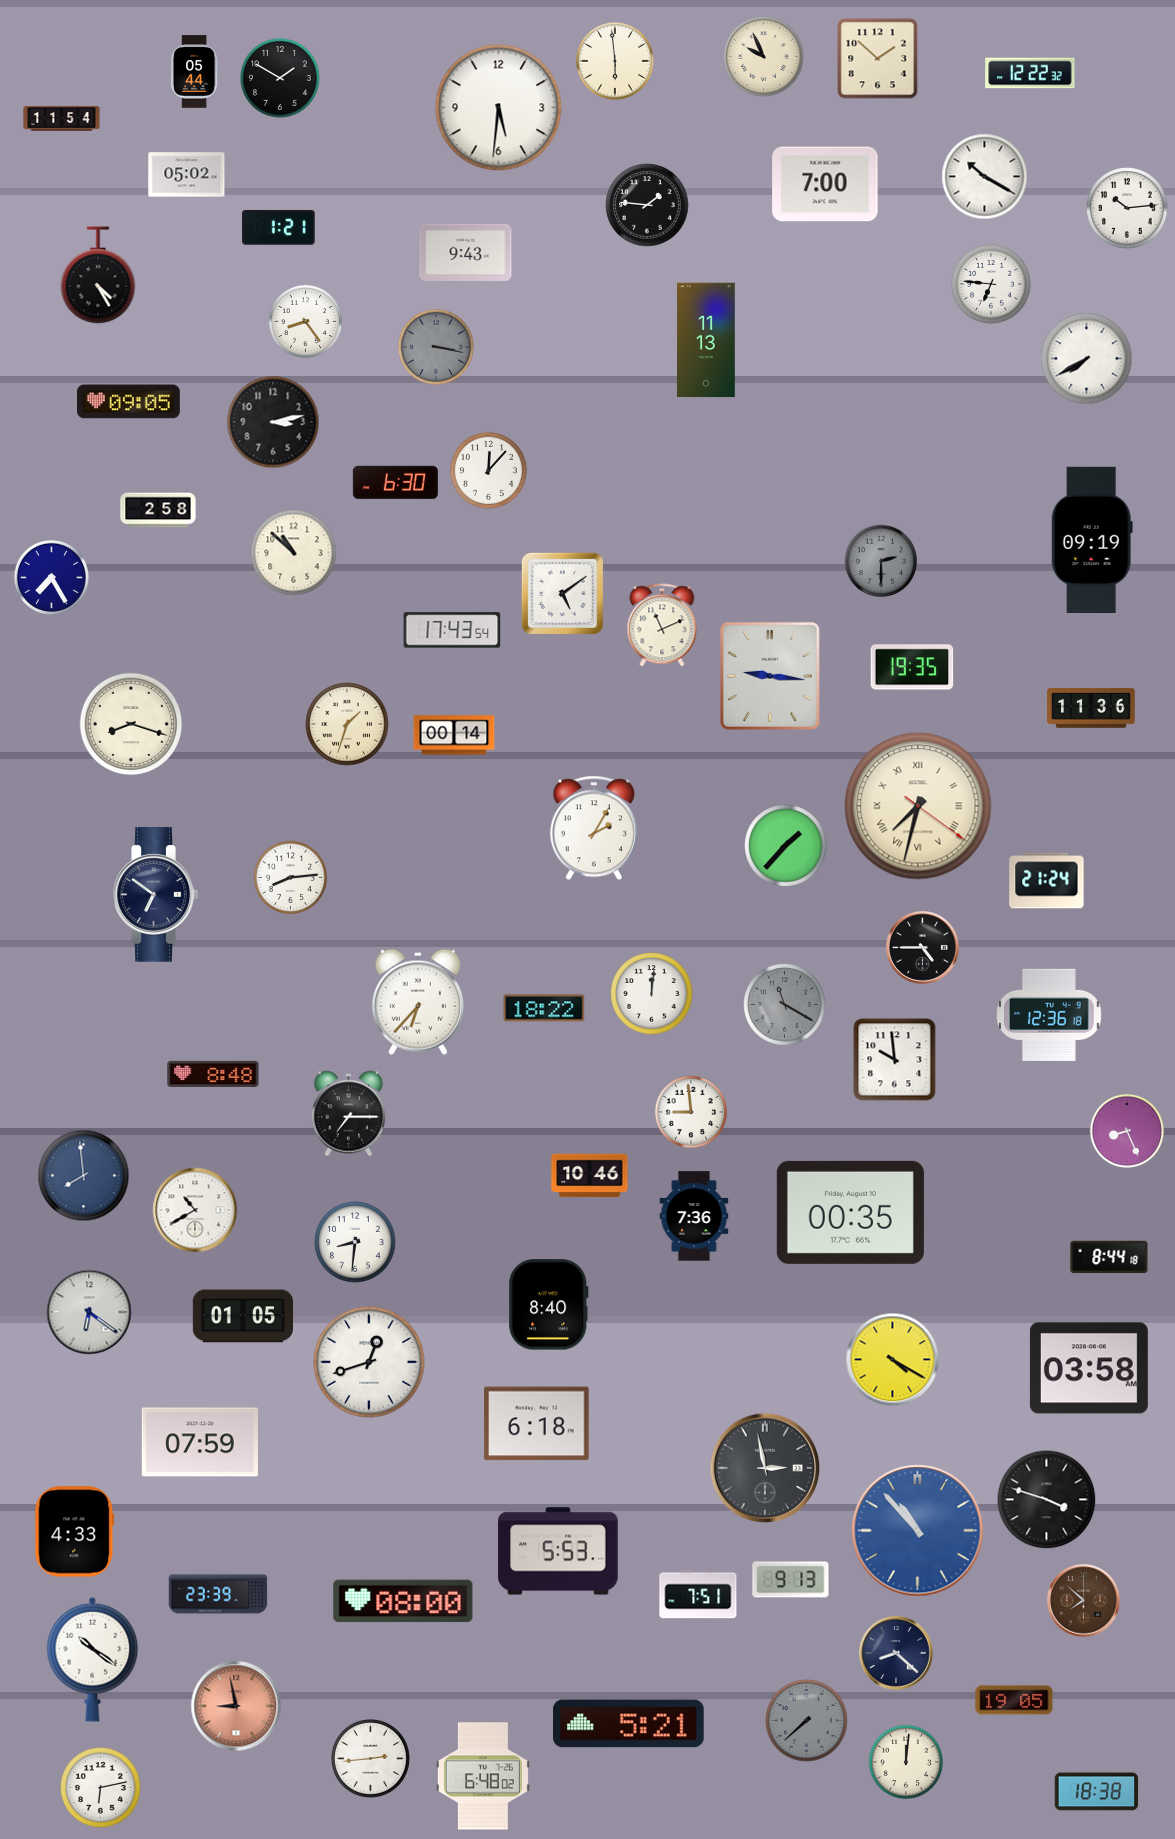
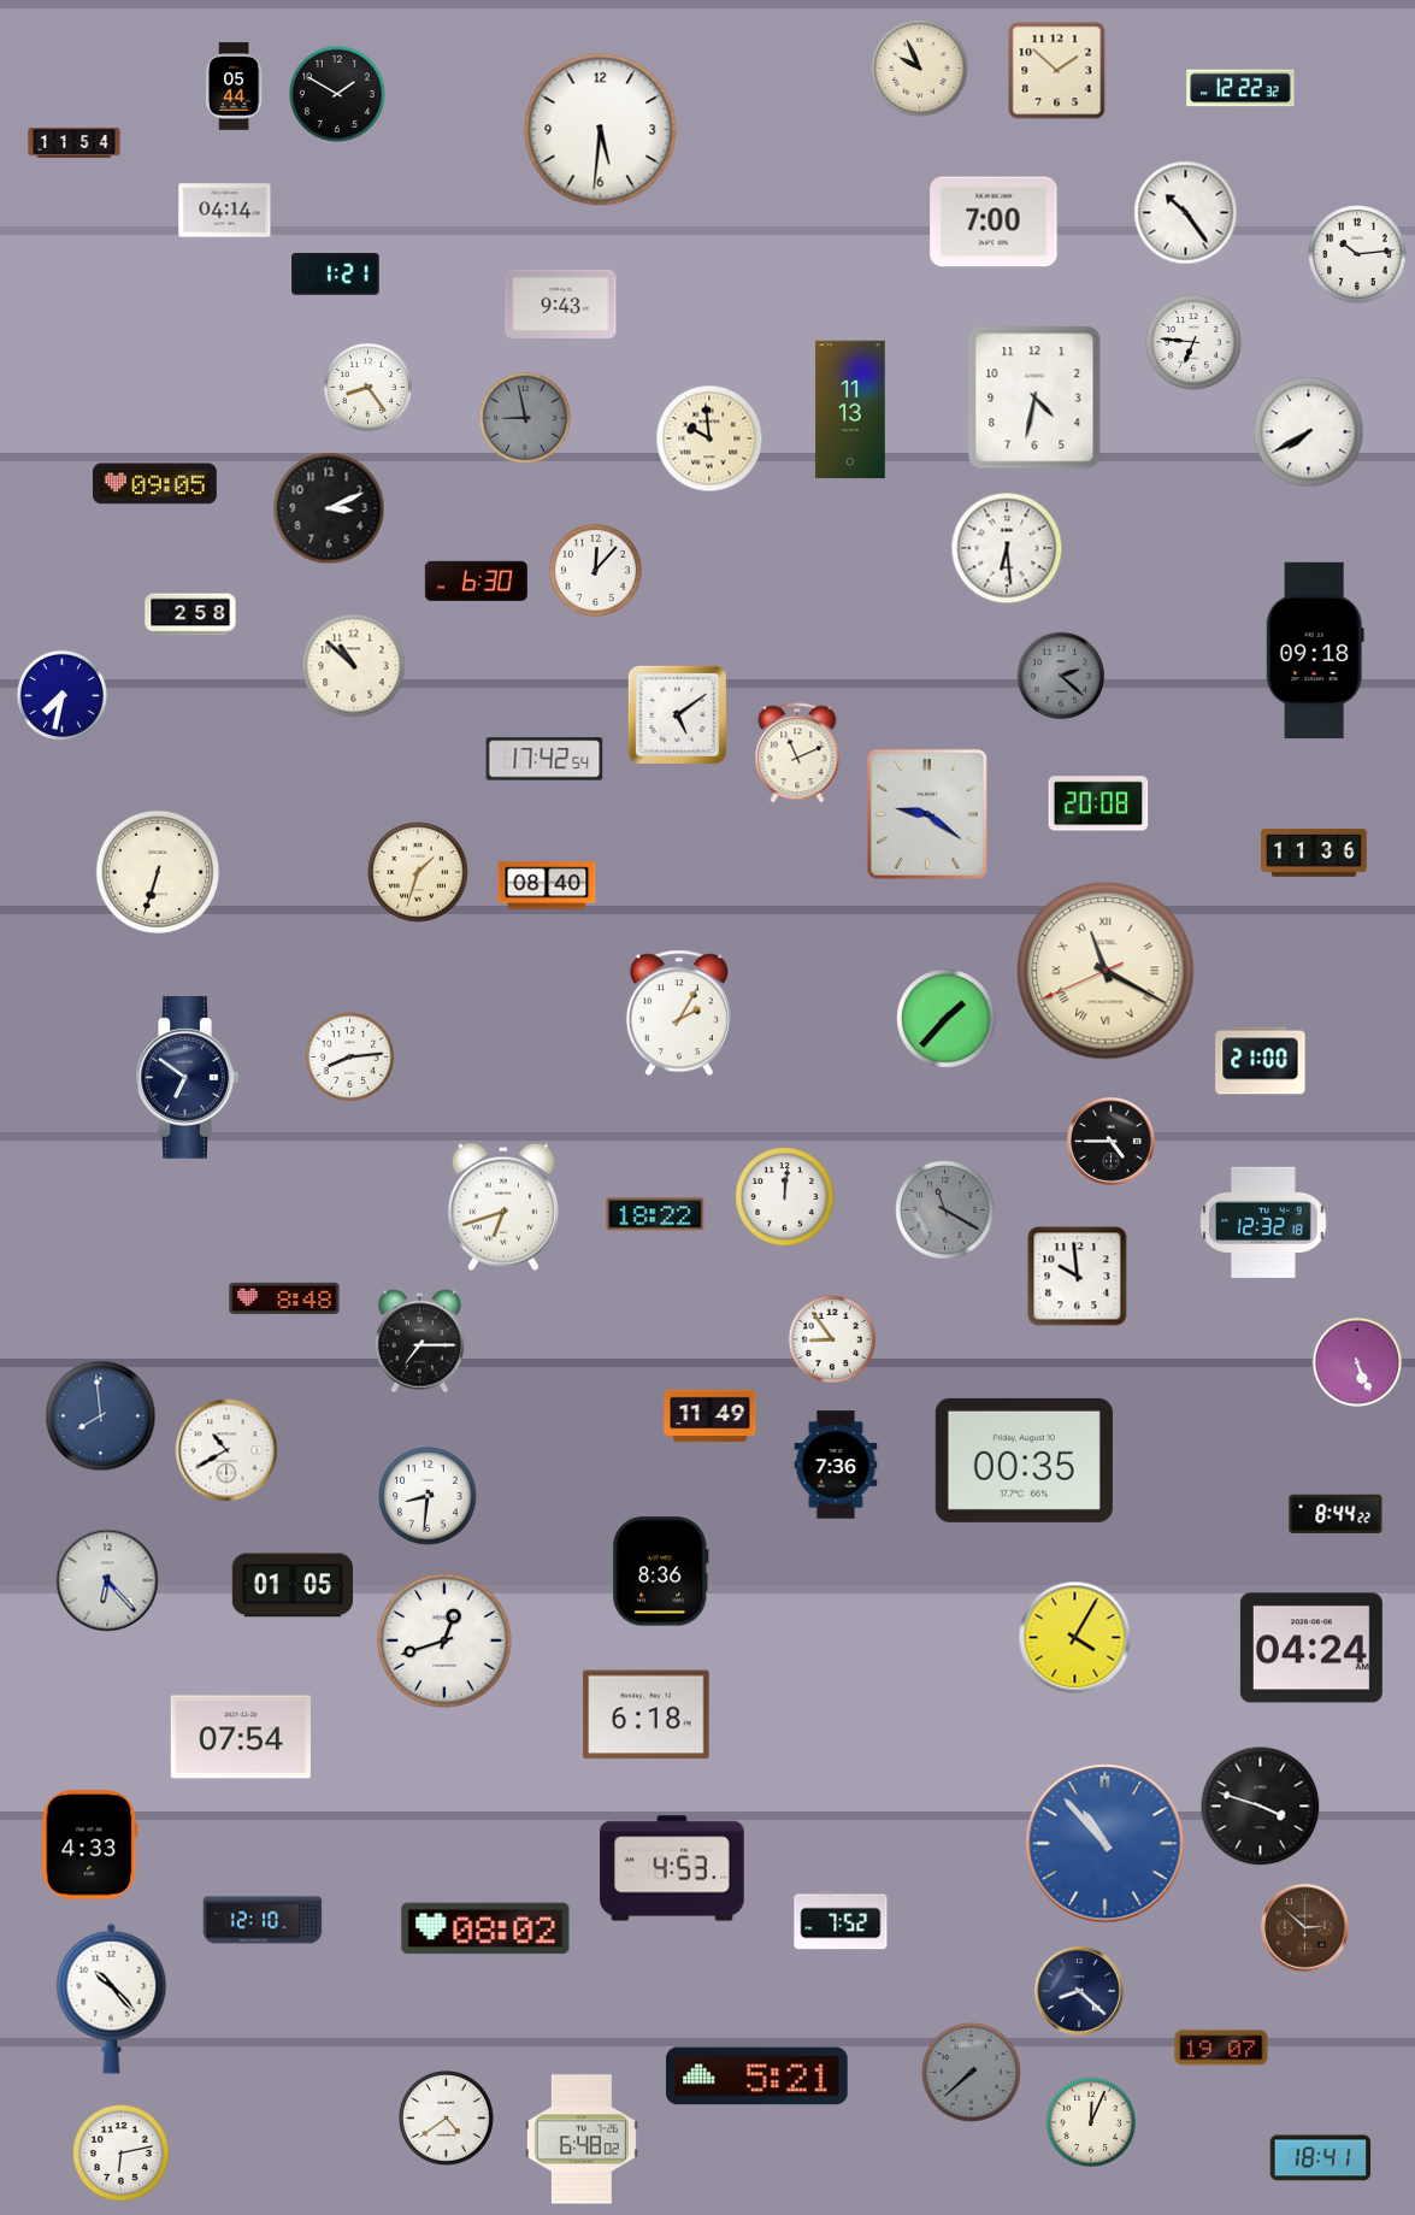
clock at (615, 61): 5:59 -> none
clock at (187, 175): 05:02 -> 04:14
clock at (985, 177): 10:20 -> 10:24
clock at (647, 205): 1:46 -> none
clock at (1127, 208) position: (1127, 208) -> (1357, 254)
clock at (98, 275): 4:25 -> none
clock at (1034, 397): none -> 4:32
clock at (436, 347): 3:17 -> 8:58
clock at (709, 438): none -> 9:59
clock at (273, 422): 3:13 -> 3:11
clock at (1007, 548): none -> 6:29
clock at (488, 470) position: (488, 470) -> (595, 570)
clock at (1092, 539): 09:19 -> 09:18
clock at (881, 561): 2:30 -> 2:22
clock at (51, 577): 7:25 -> 7:32
clock at (452, 630): 17:43 -> 17:42
clock at (912, 667): 19:35 -> 20:08
clock at (770, 676): 9:16 -> 9:21
clock at (131, 724): 8:18 -> 6:33
clock at (454, 735): 00:14 -> 08:40
clock at (918, 806): 7:32 -> 11:19
clock at (594, 828) position: (594, 828) -> (679, 1013)
clock at (1047, 881): 21:24 -> 21:00
clock at (418, 1002): 6:37 -> 6:42
clock at (1049, 1015): 12:36 -> 12:32
clock at (213, 1074) position: (213, 1074) -> (284, 1298)
clock at (691, 1112): 8:59 -> 8:54
clock at (1126, 1130): 8:26 -> 5:26
clock at (590, 1176): 10:46 -> 11:49
clock at (195, 1210) position: (195, 1210) -> (226, 1450)
clock at (1109, 1257): 8:44:18 -> 8:44:22
clock at (549, 1305): 8:40 -> 8:36
clock at (89, 1312): 6:21 -> 6:23
clock at (893, 1360): 4:20 -> 4:05
clock at (1089, 1368): 03:58 -> 04:24
clock at (200, 1442): 07:59 -> 07:54
clock at (764, 1467): 2:58 -> none
clock at (558, 1551): 5:53 -> 4:53
clock at (791, 1580): 9:13 -> none
clock at (218, 1594): 23:39 -> 12:10
clock at (698, 1594): 7:51 -> 7:52
clock at (403, 1601): 08:00 -> 08:02
clock at (1084, 1601): 7:52 -> 2:52
clock at (93, 1659): 10:21 -> 10:23
clock at (1014, 1700): 19:05 -> 19:07
clock at (236, 1706): 8:58 -> none
clock at (371, 1759): 2:44 -> 4:39
clock at (905, 1761): 12:01 -> 12:04
clock at (1097, 1792): 18:38 -> 18:41
